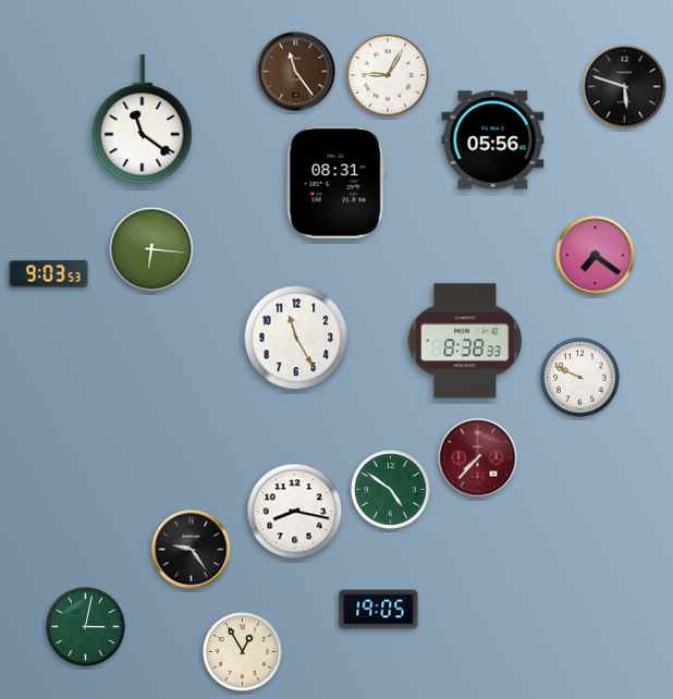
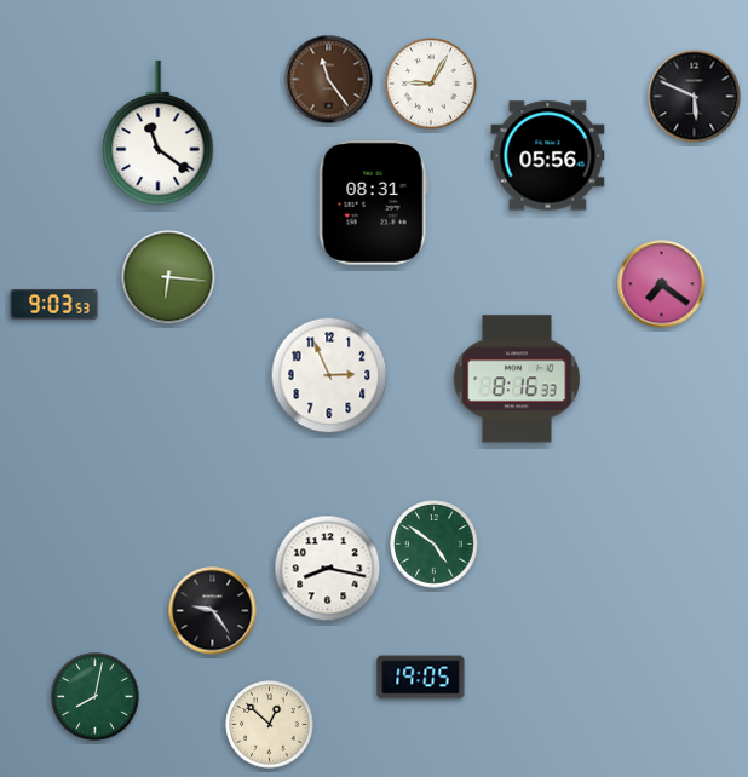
clock at (625, 87): 5:48 -> 5:49
clock at (296, 338): 11:25 -> 2:56
clock at (464, 341): 8:38 -> 8:16
clock at (580, 378): 9:49 -> none
clock at (478, 458): 7:37 -> none
clock at (86, 627): 3:02 -> 8:02
clock at (243, 652): 12:55 -> 12:52
